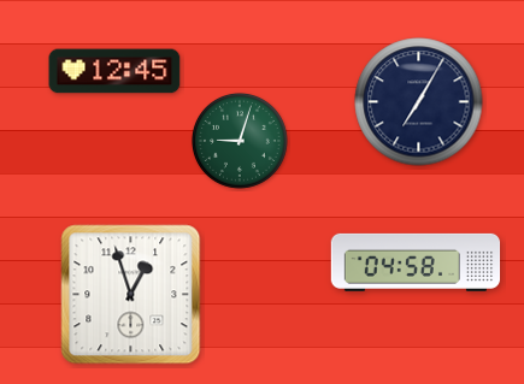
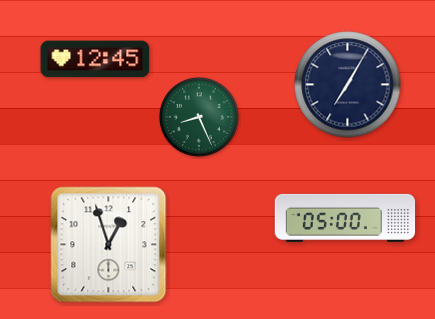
clock at (241, 141): 9:03 -> 8:26
clock at (416, 262): 04:58 -> 05:00
